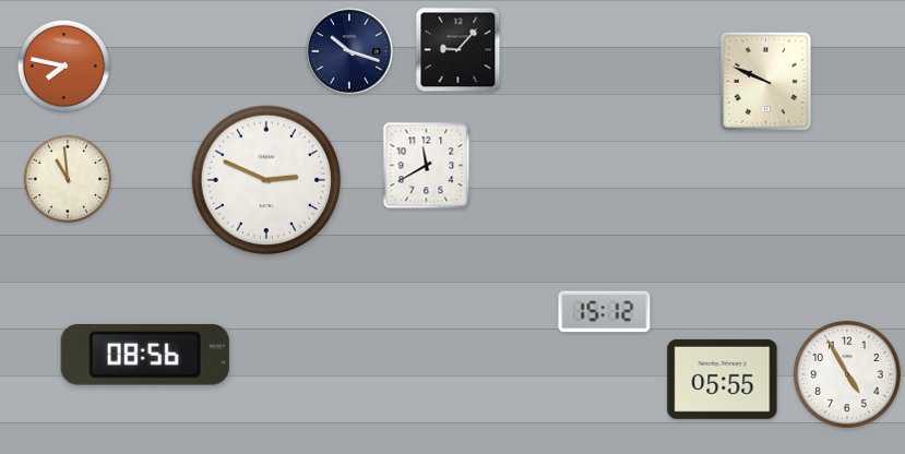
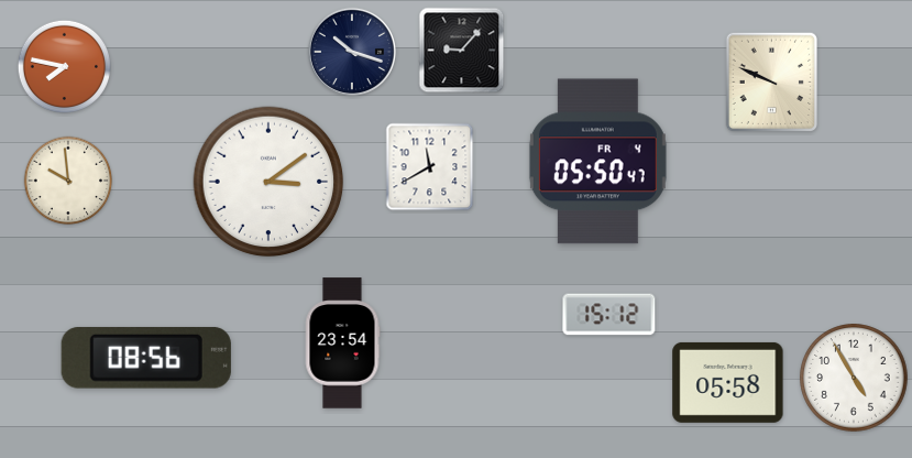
clock at (597, 162): none -> 05:50
clock at (68, 179): 10:59 -> 9:59
clock at (266, 180): 2:49 -> 3:09
clock at (342, 343): none -> 23:54
clock at (723, 379): 05:55 -> 05:58
